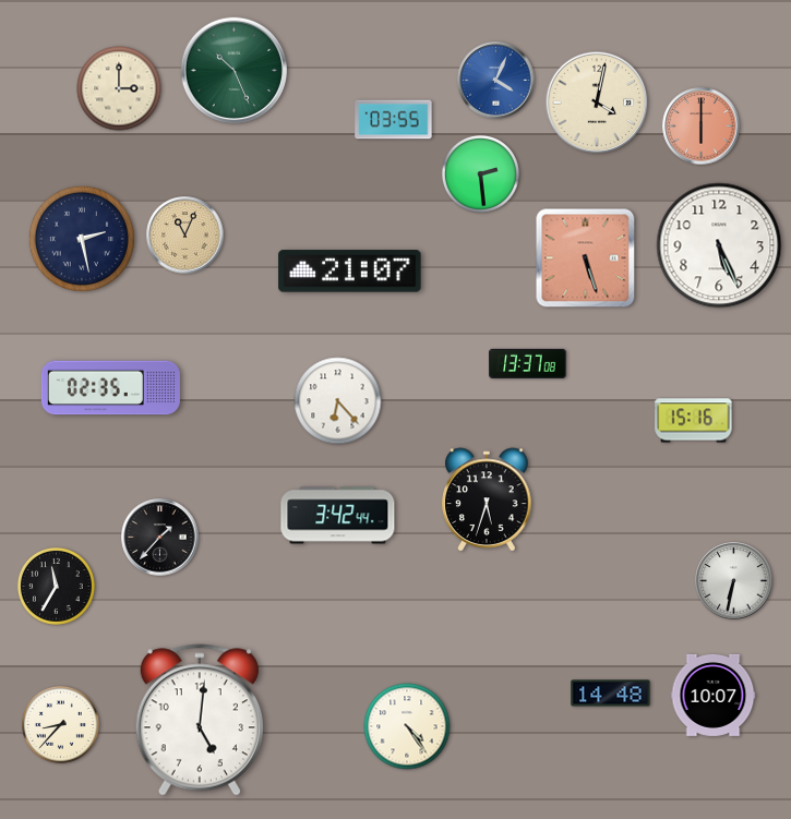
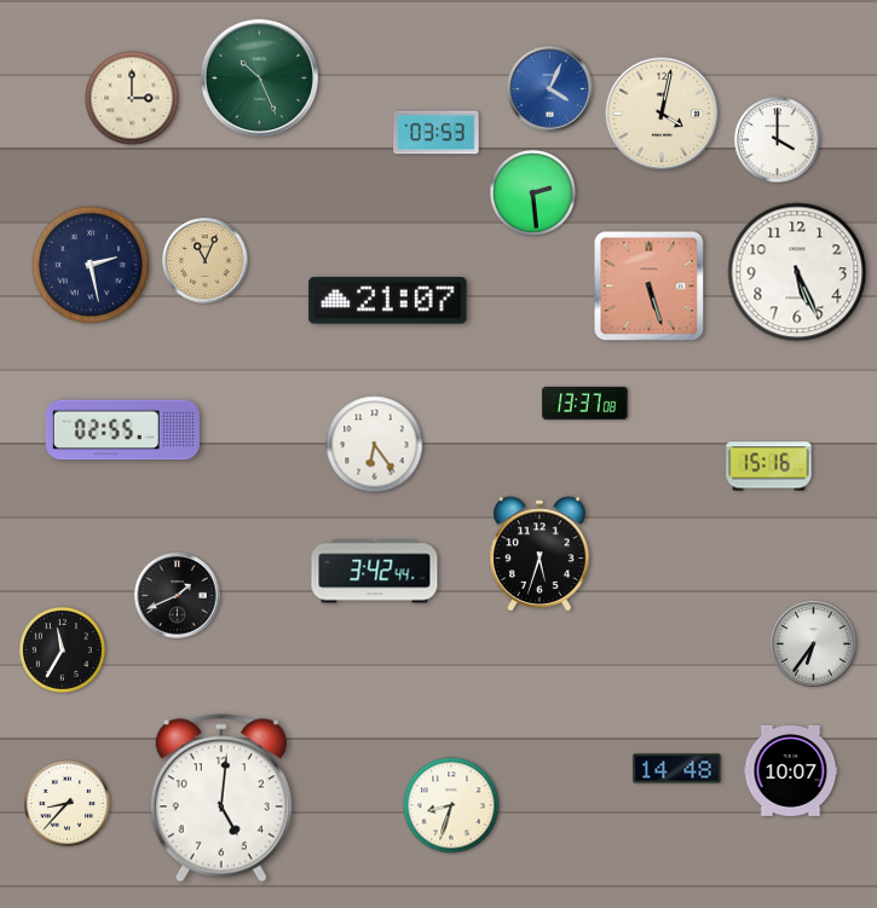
clock at (394, 120): 03:55 -> 03:53
clock at (702, 127): 6:00 -> 4:00
clock at (702, 127) dial: salmon -> white
clock at (110, 388): 02:35 -> 02:55
clock at (338, 401): 6:23 -> 6:24
clock at (160, 538): 1:37 -> 1:41
clock at (734, 581): 6:32 -> 6:36
clock at (407, 726): 4:24 -> 8:33
